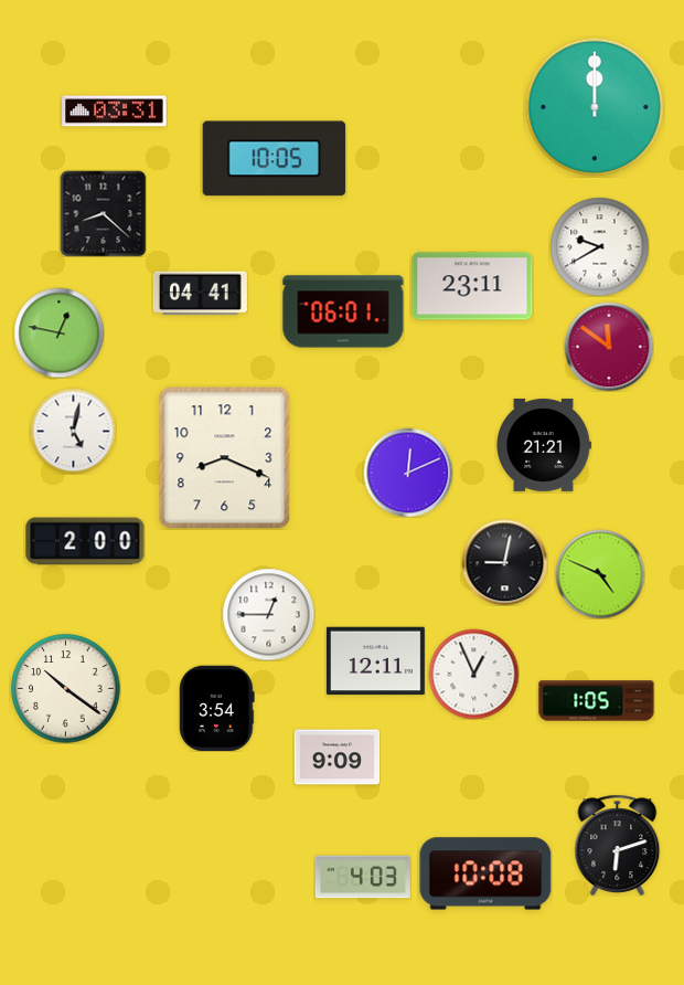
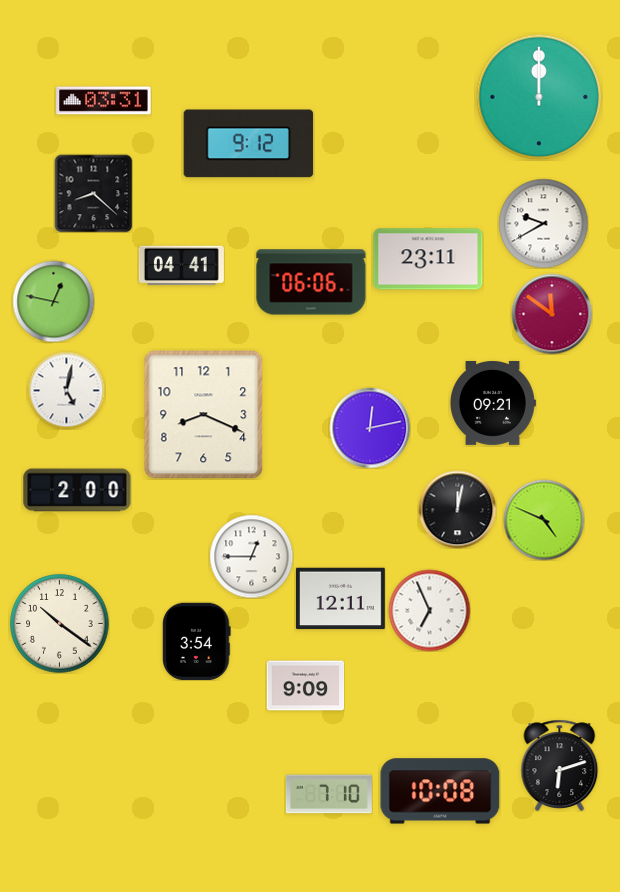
clock at (275, 159): 10:05 -> 9:12
clock at (343, 311): 06:01 -> 06:06
clock at (544, 445): 21:21 -> 09:21
clock at (408, 473): 12:11 -> 12:13
clock at (504, 562): 9:02 -> 12:02
clock at (268, 614) position: (268, 614) -> (251, 556)
clock at (473, 674): 12:56 -> 6:56
clock at (597, 701): 1:05 -> none
clock at (363, 877): 4:03 -> 7:10
